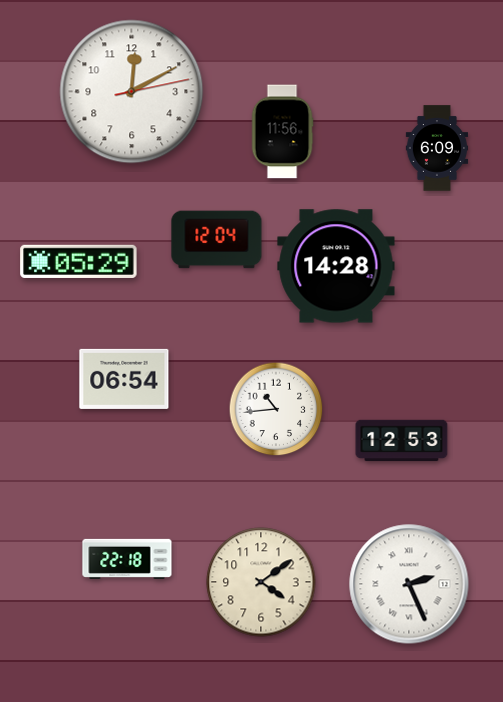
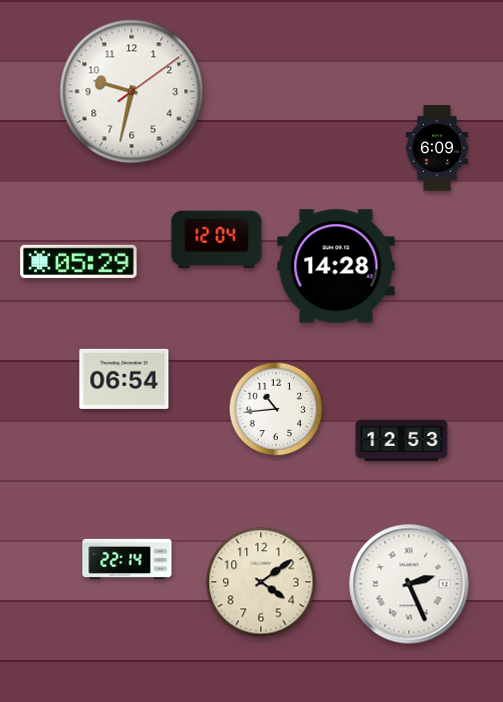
clock at (132, 92): 12:10 -> 9:32
clock at (282, 132): 11:56 -> none
clock at (127, 559): 22:18 -> 22:14
